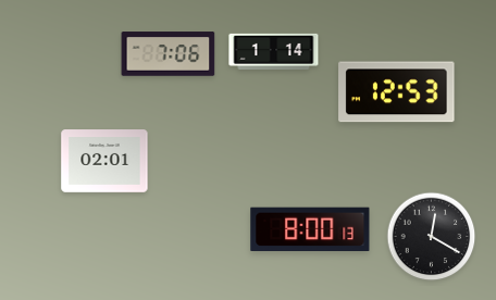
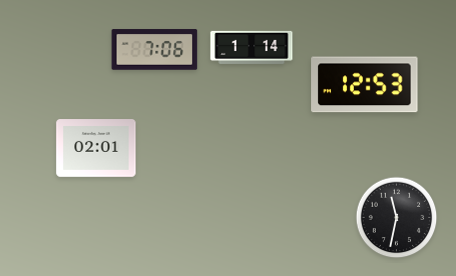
clock at (310, 228): 8:00 -> none
clock at (432, 237): 12:20 -> 11:32
